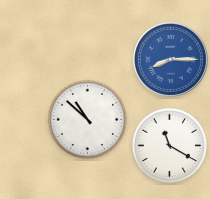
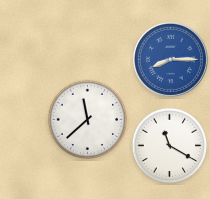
clock at (88, 120): 10:52 -> 11:38
